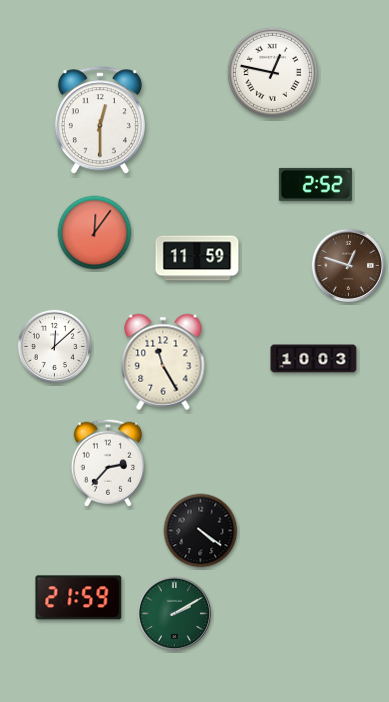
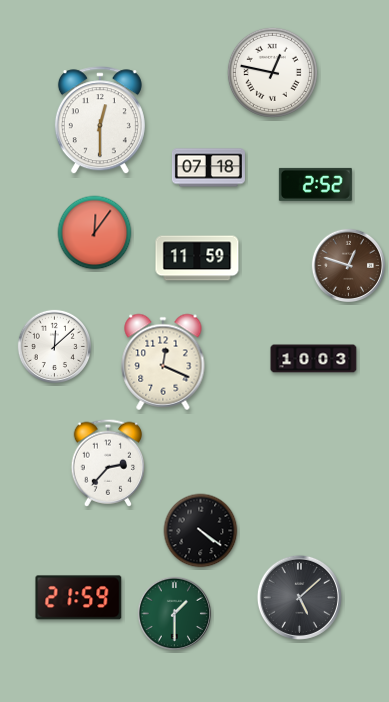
clock at (208, 168): none -> 07:18
clock at (163, 362): 11:25 -> 12:19
clock at (299, 597): none -> 5:08
clock at (174, 613): 2:10 -> 1:30
